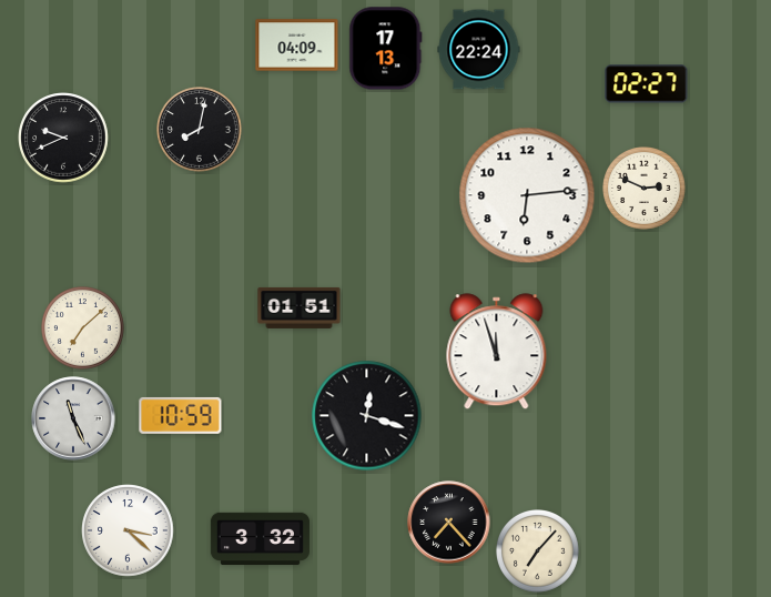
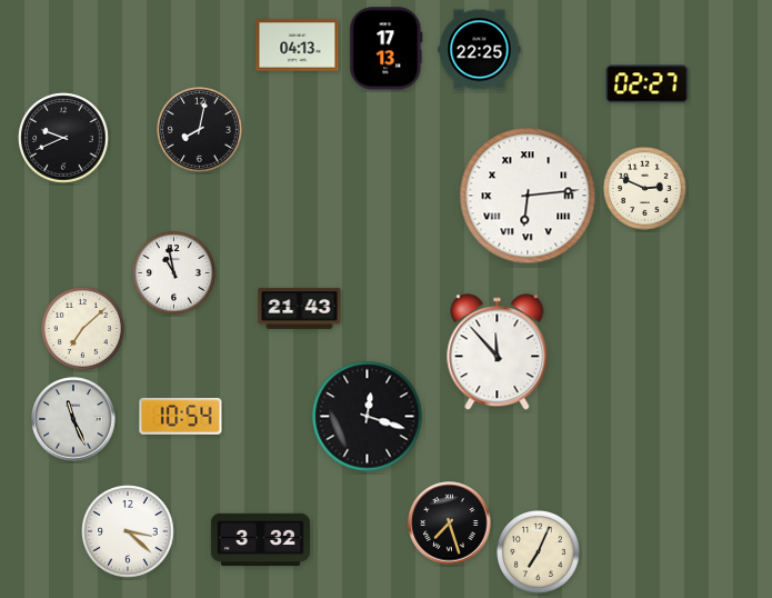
clock at (297, 45): 04:09 -> 04:13
clock at (479, 50): 22:24 -> 22:25
clock at (527, 195) numerals: Arabic -> Roman
clock at (174, 273): none -> 10:58
clock at (300, 307): 01:51 -> 21:43
clock at (497, 352): 11:57 -> 11:53
clock at (181, 415): 10:59 -> 10:54
clock at (449, 523): 7:23 -> 7:27
clock at (538, 552): 7:07 -> 7:04
